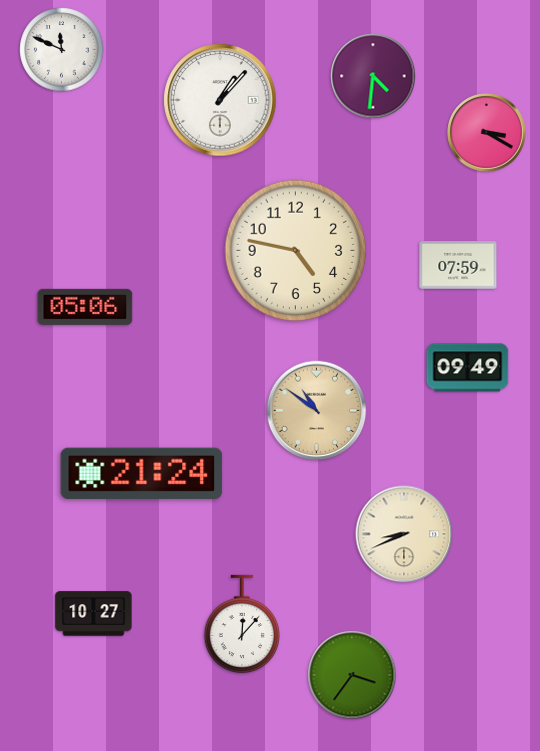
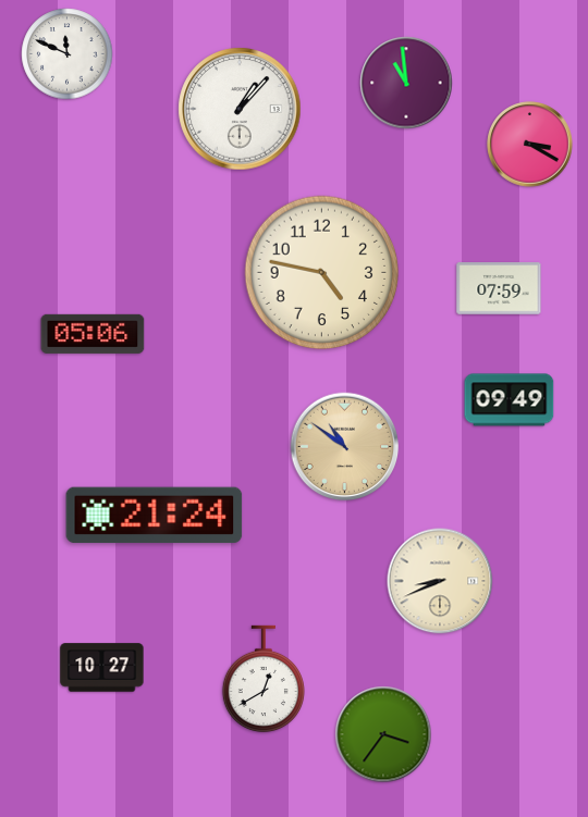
clock at (373, 76): 4:31 -> 10:59
clock at (241, 624): 12:07 -> 12:40
